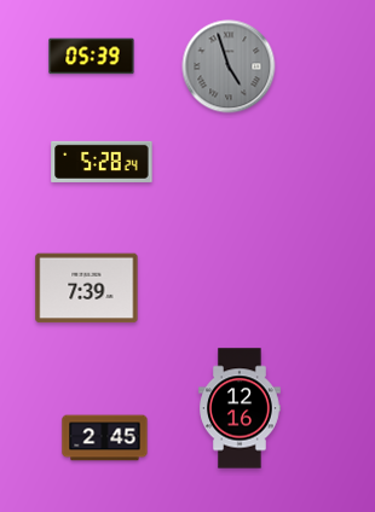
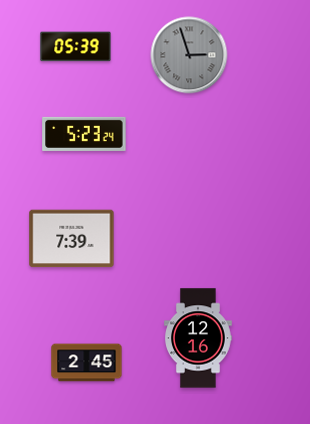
clock at (229, 66): 4:57 -> 2:57
clock at (102, 162): 5:28 -> 5:23
